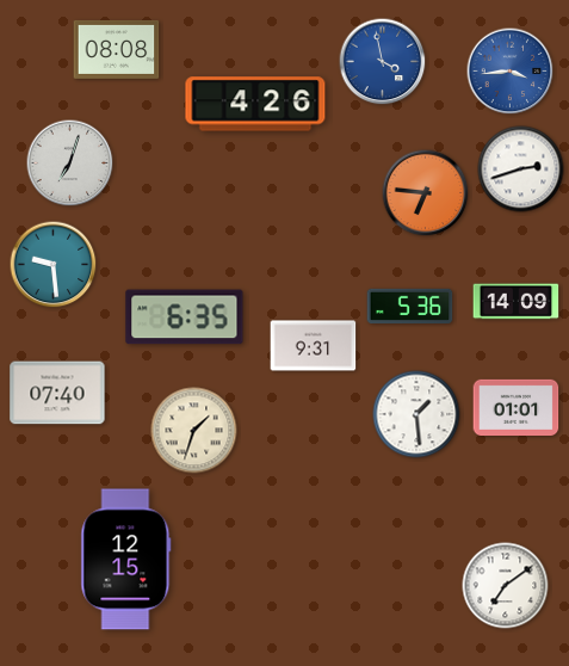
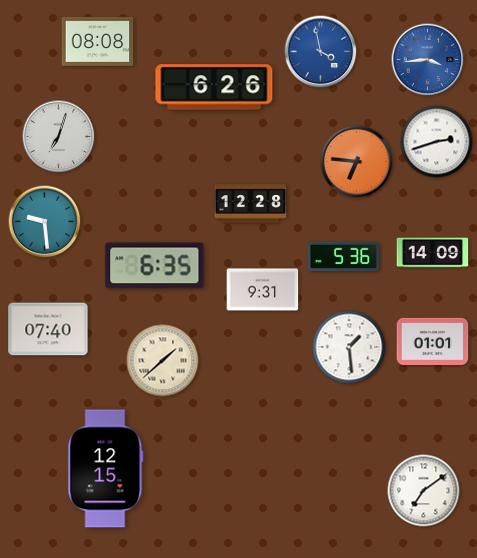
clock at (255, 104): 4:26 -> 6:26
clock at (251, 204): none -> 12:28
clock at (194, 431): 1:33 -> 1:38
